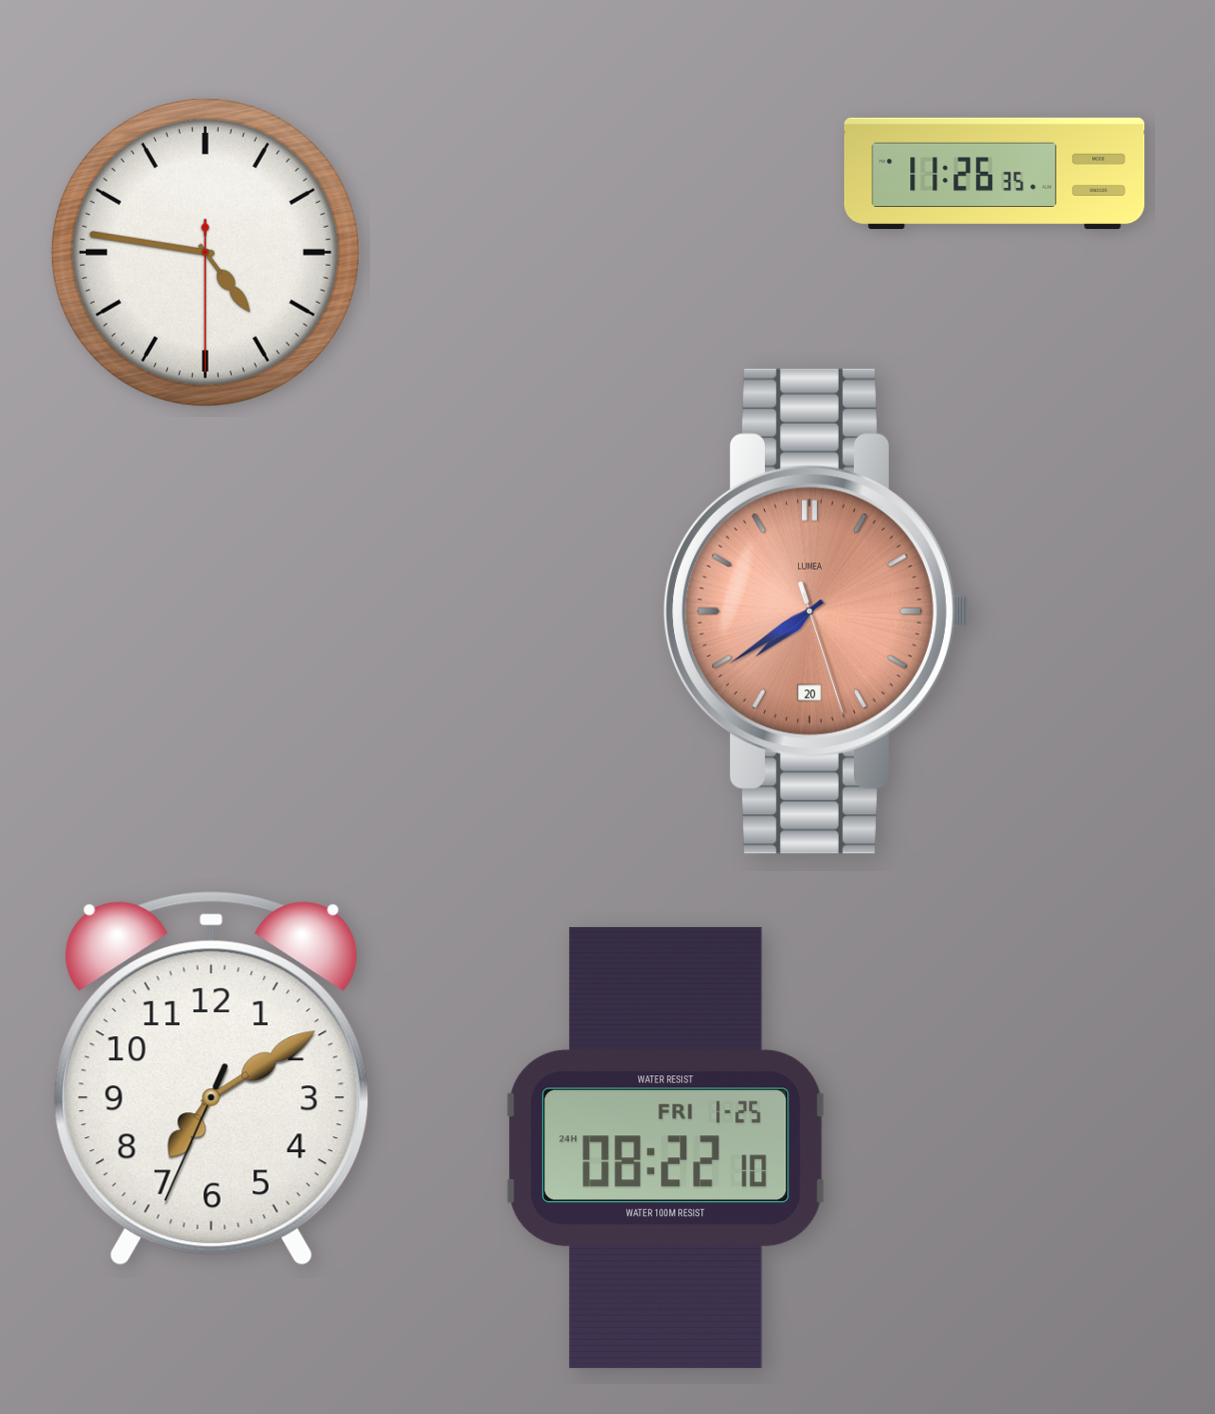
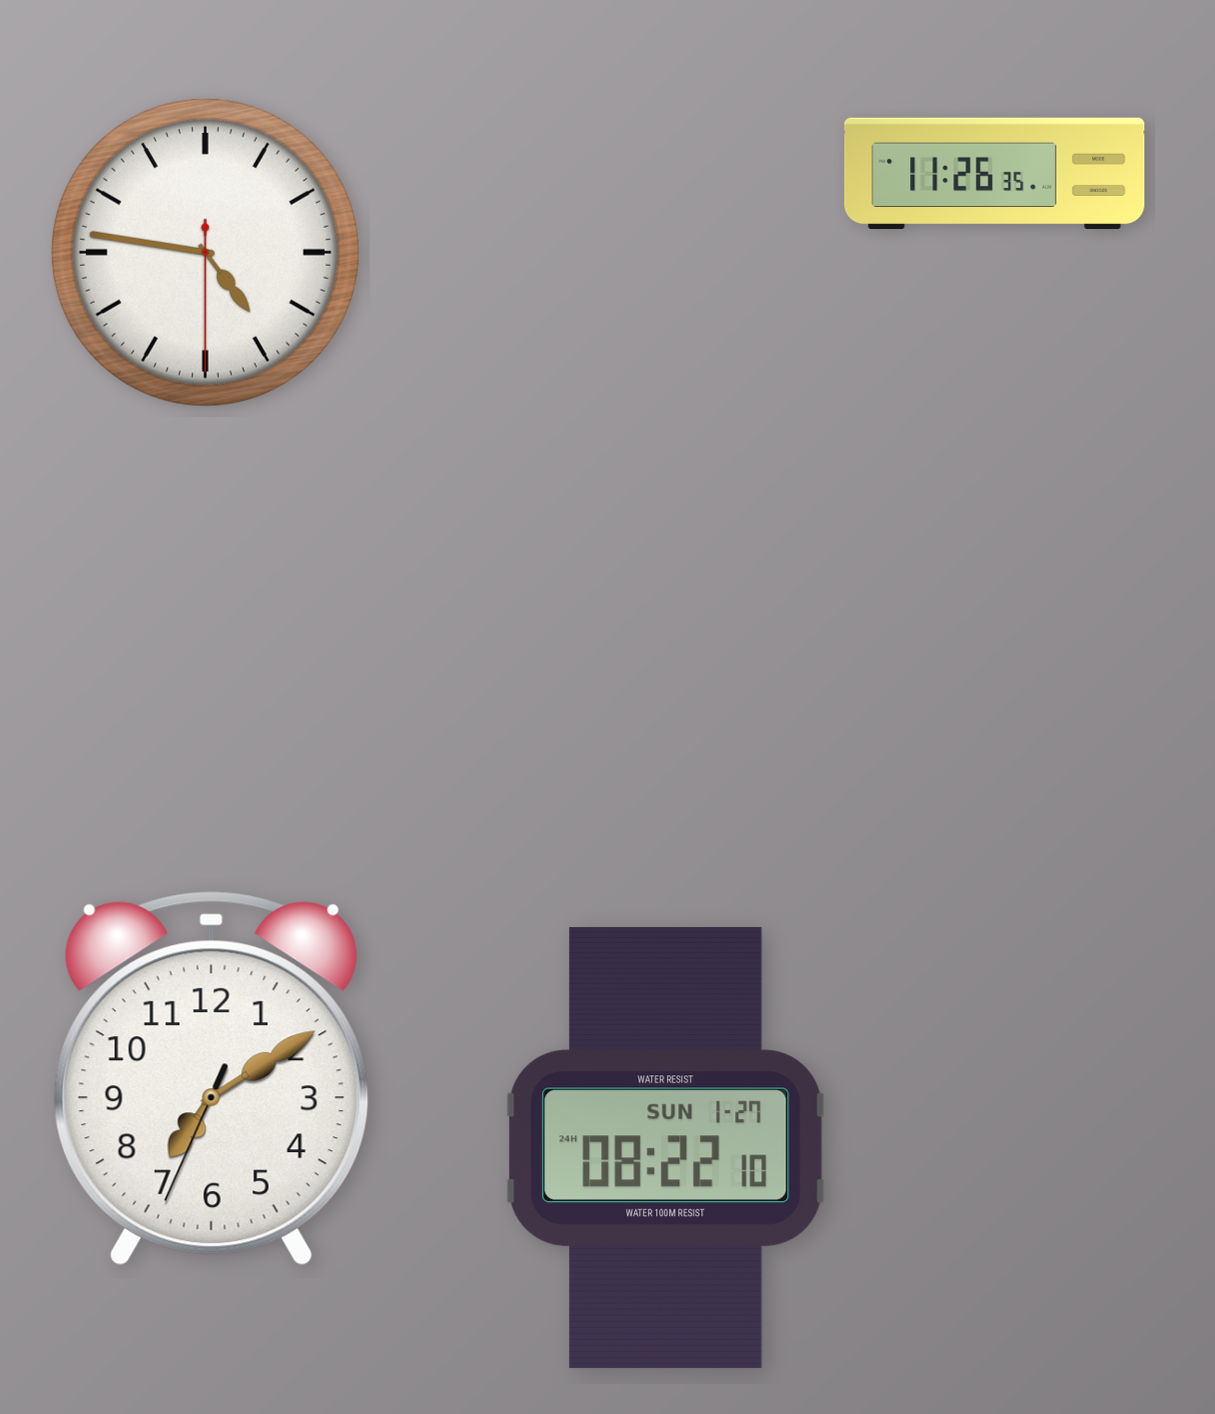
clock at (817, 611): 7:39 -> none
clock at (666, 1148) date: FRI 1-25 -> SUN 1-27
